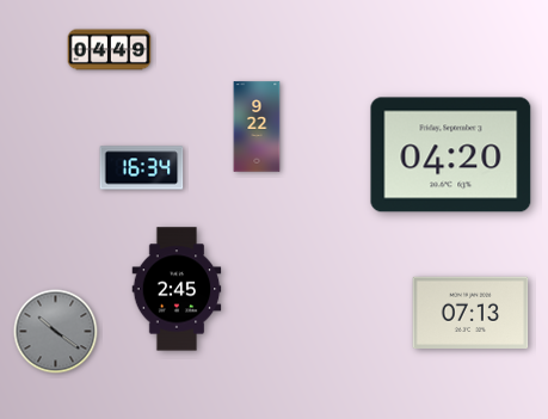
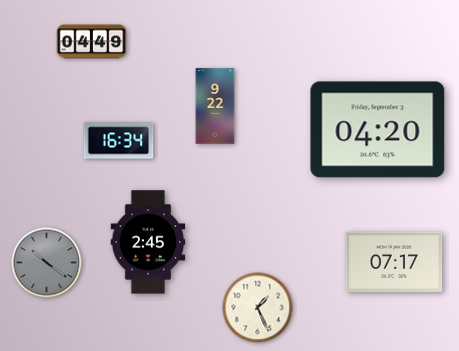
clock at (470, 312): 07:13 -> 07:17
clock at (56, 332) position: (56, 332) -> (47, 263)
clock at (258, 308): none -> 1:26
